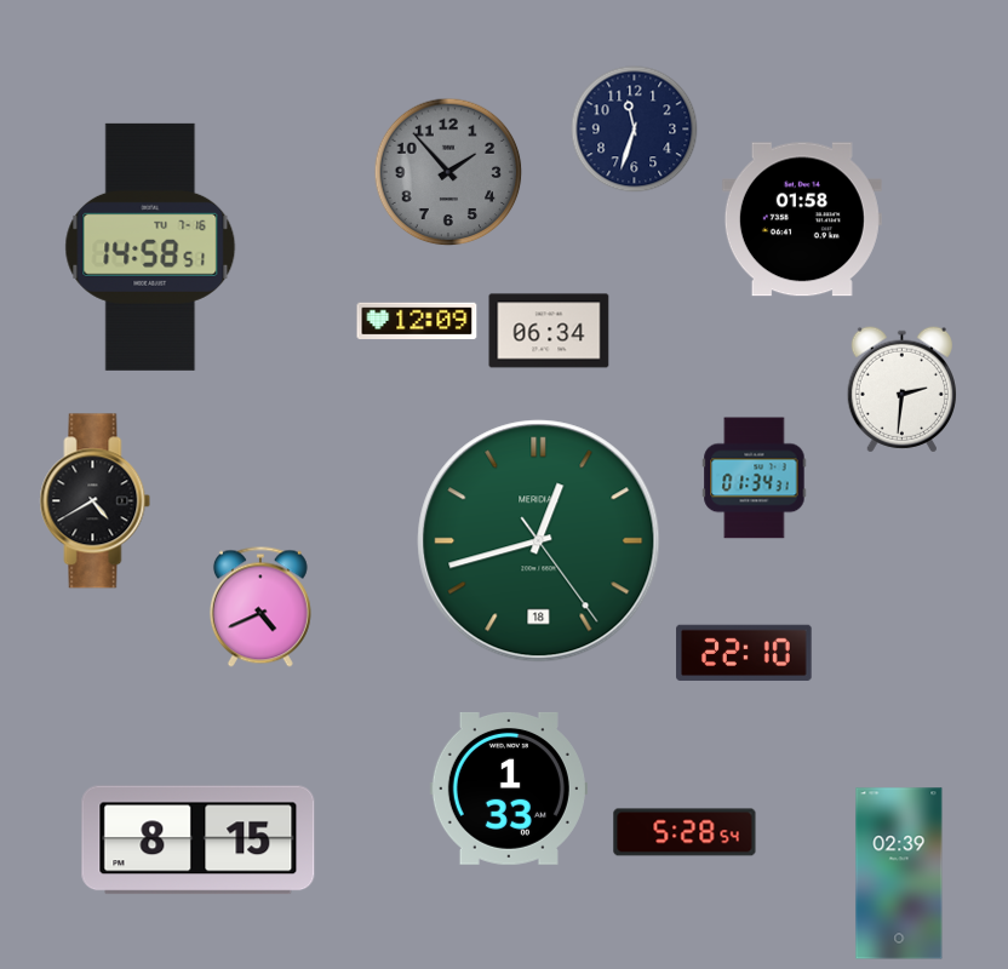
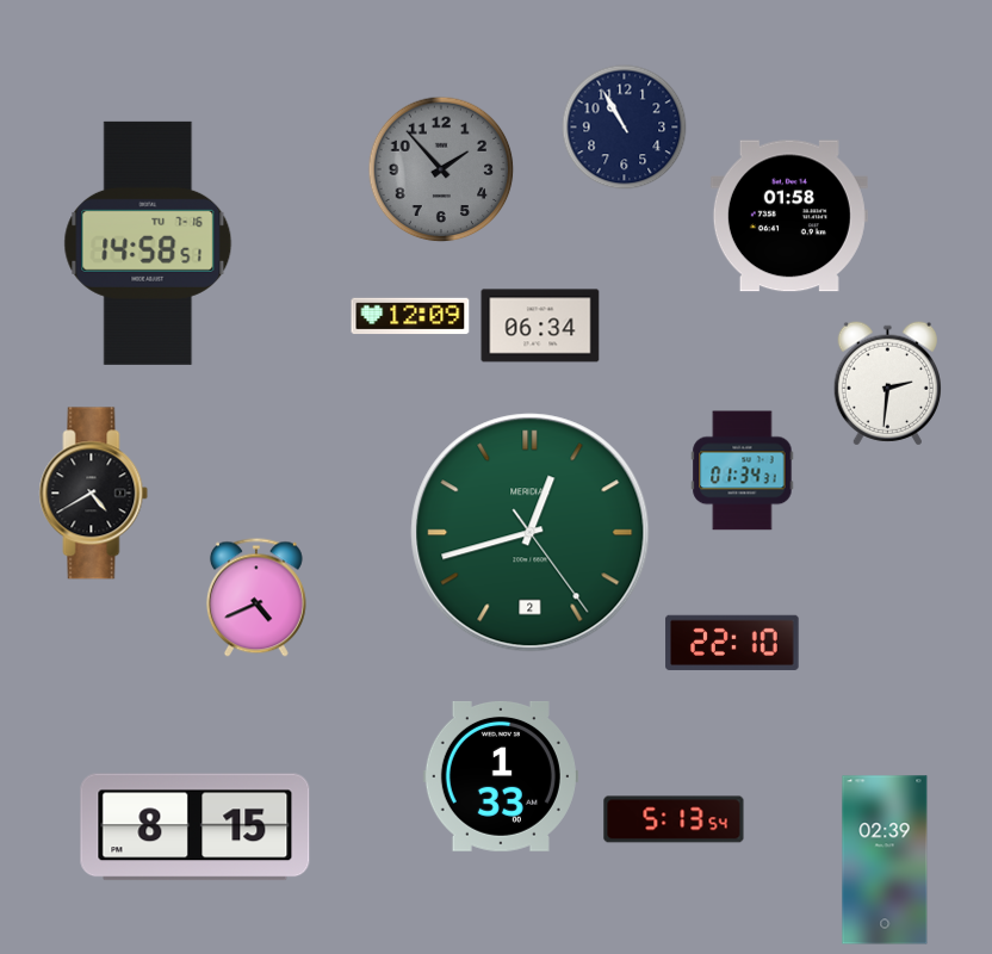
clock at (635, 130): 11:33 -> 10:55
clock at (539, 541) date: 18 -> 2
clock at (685, 832): 5:28 -> 5:13
